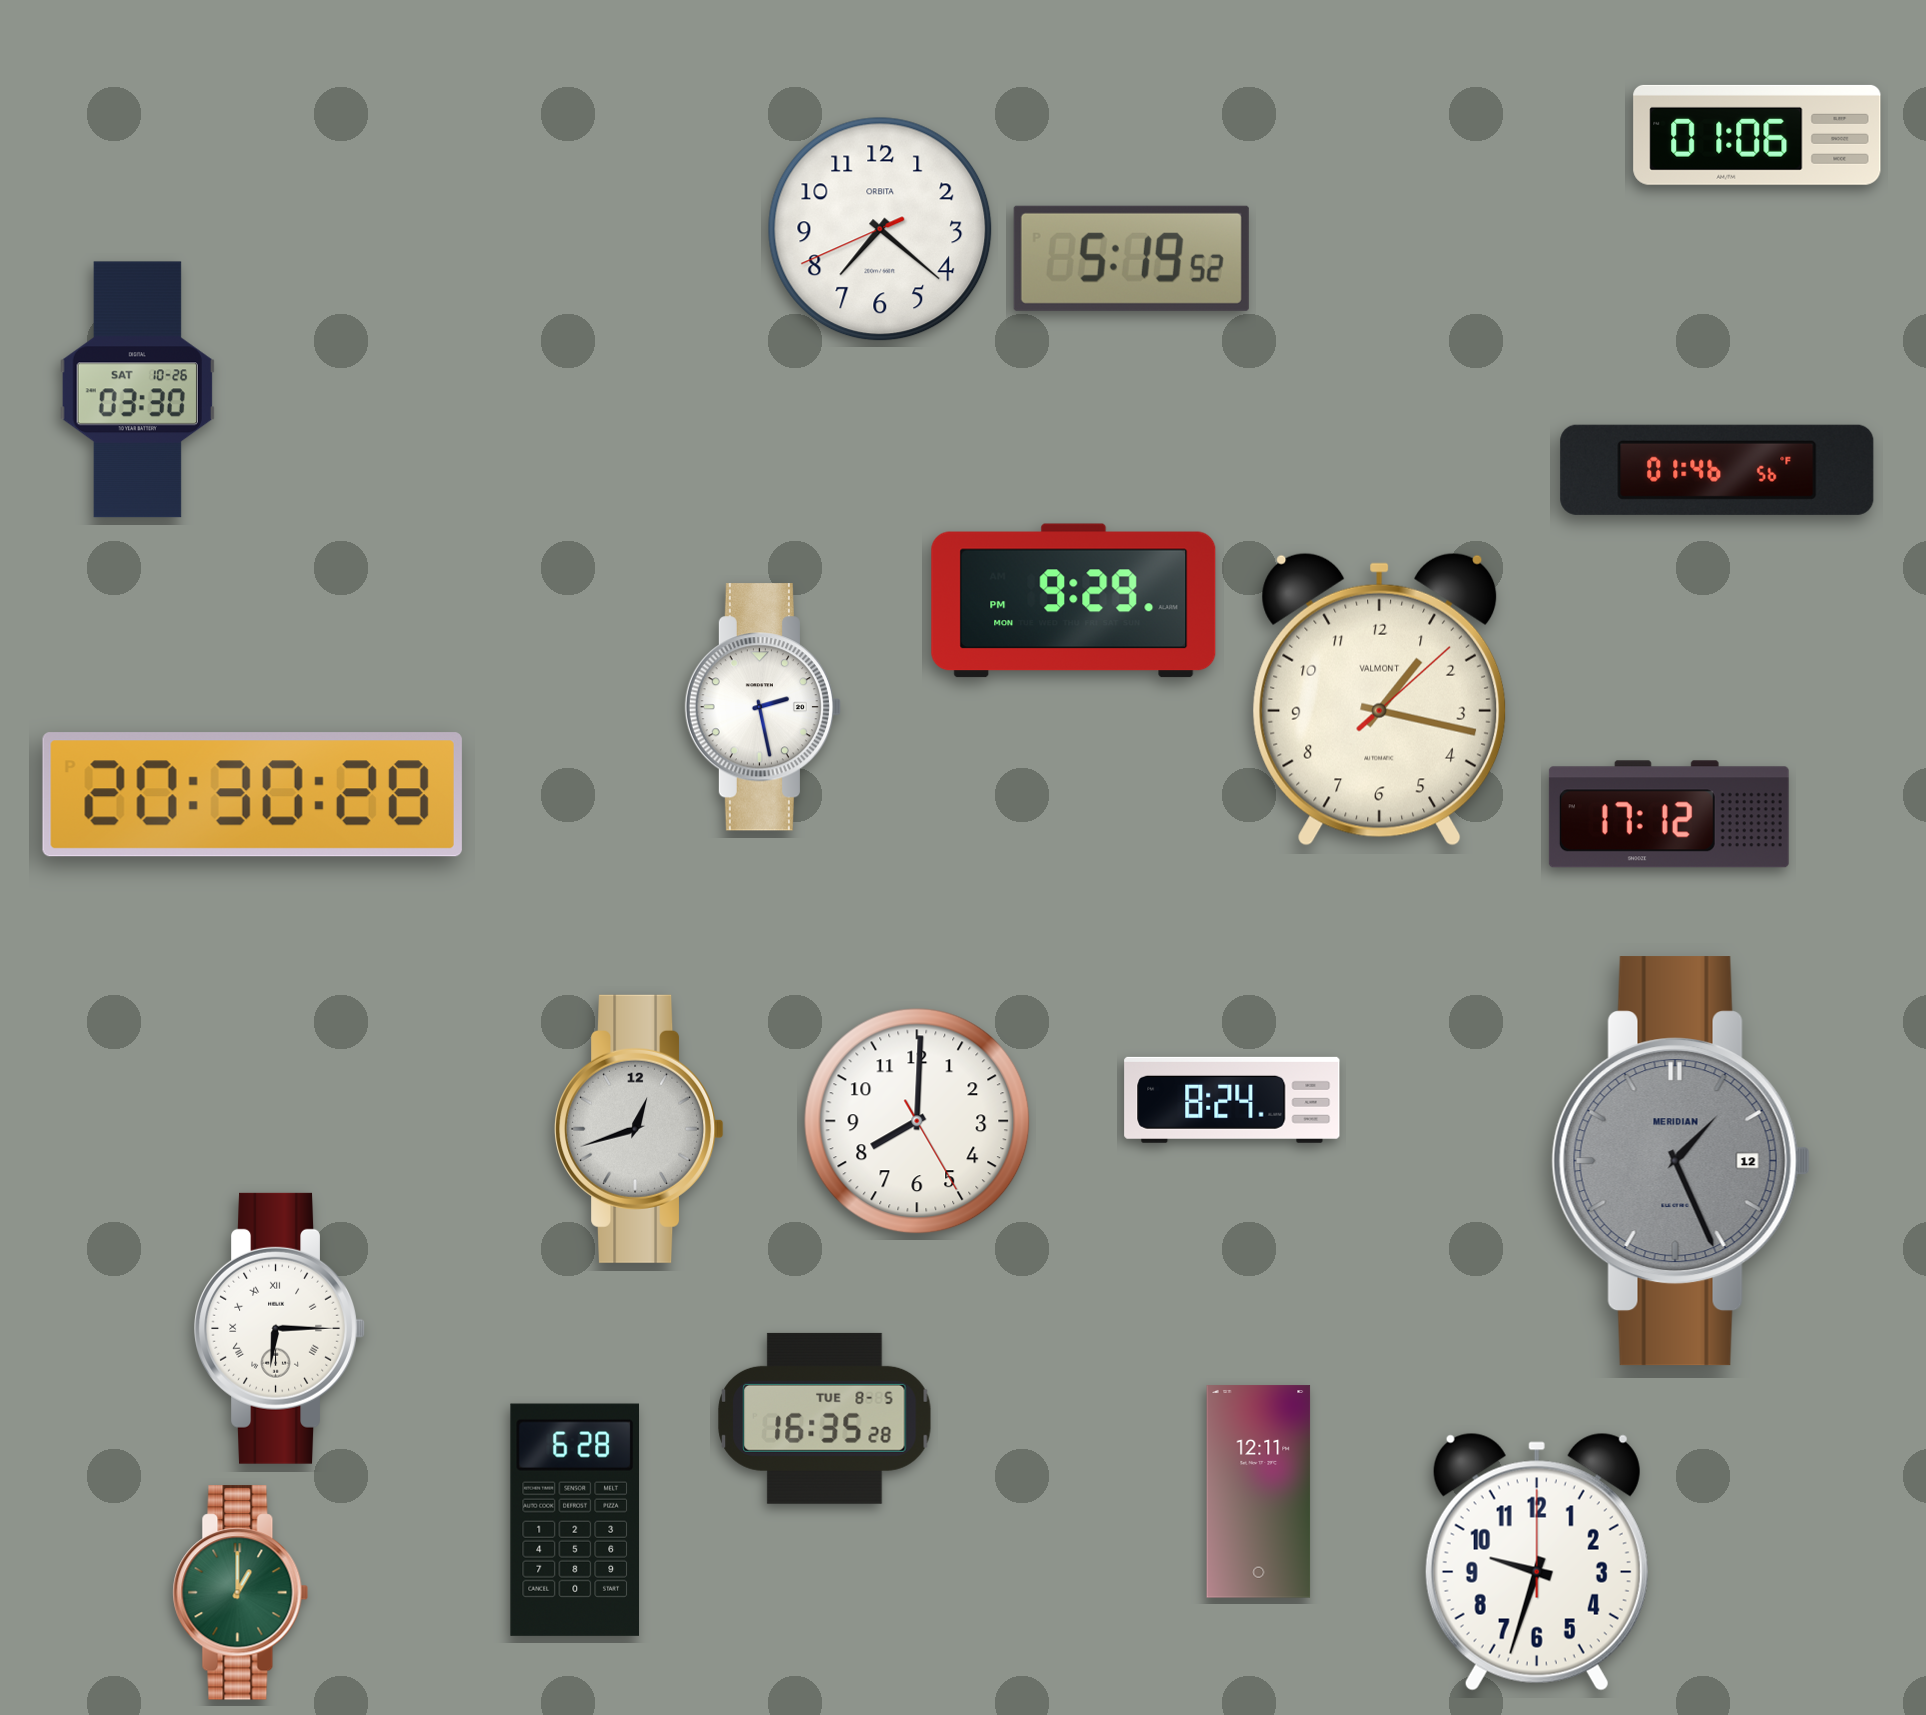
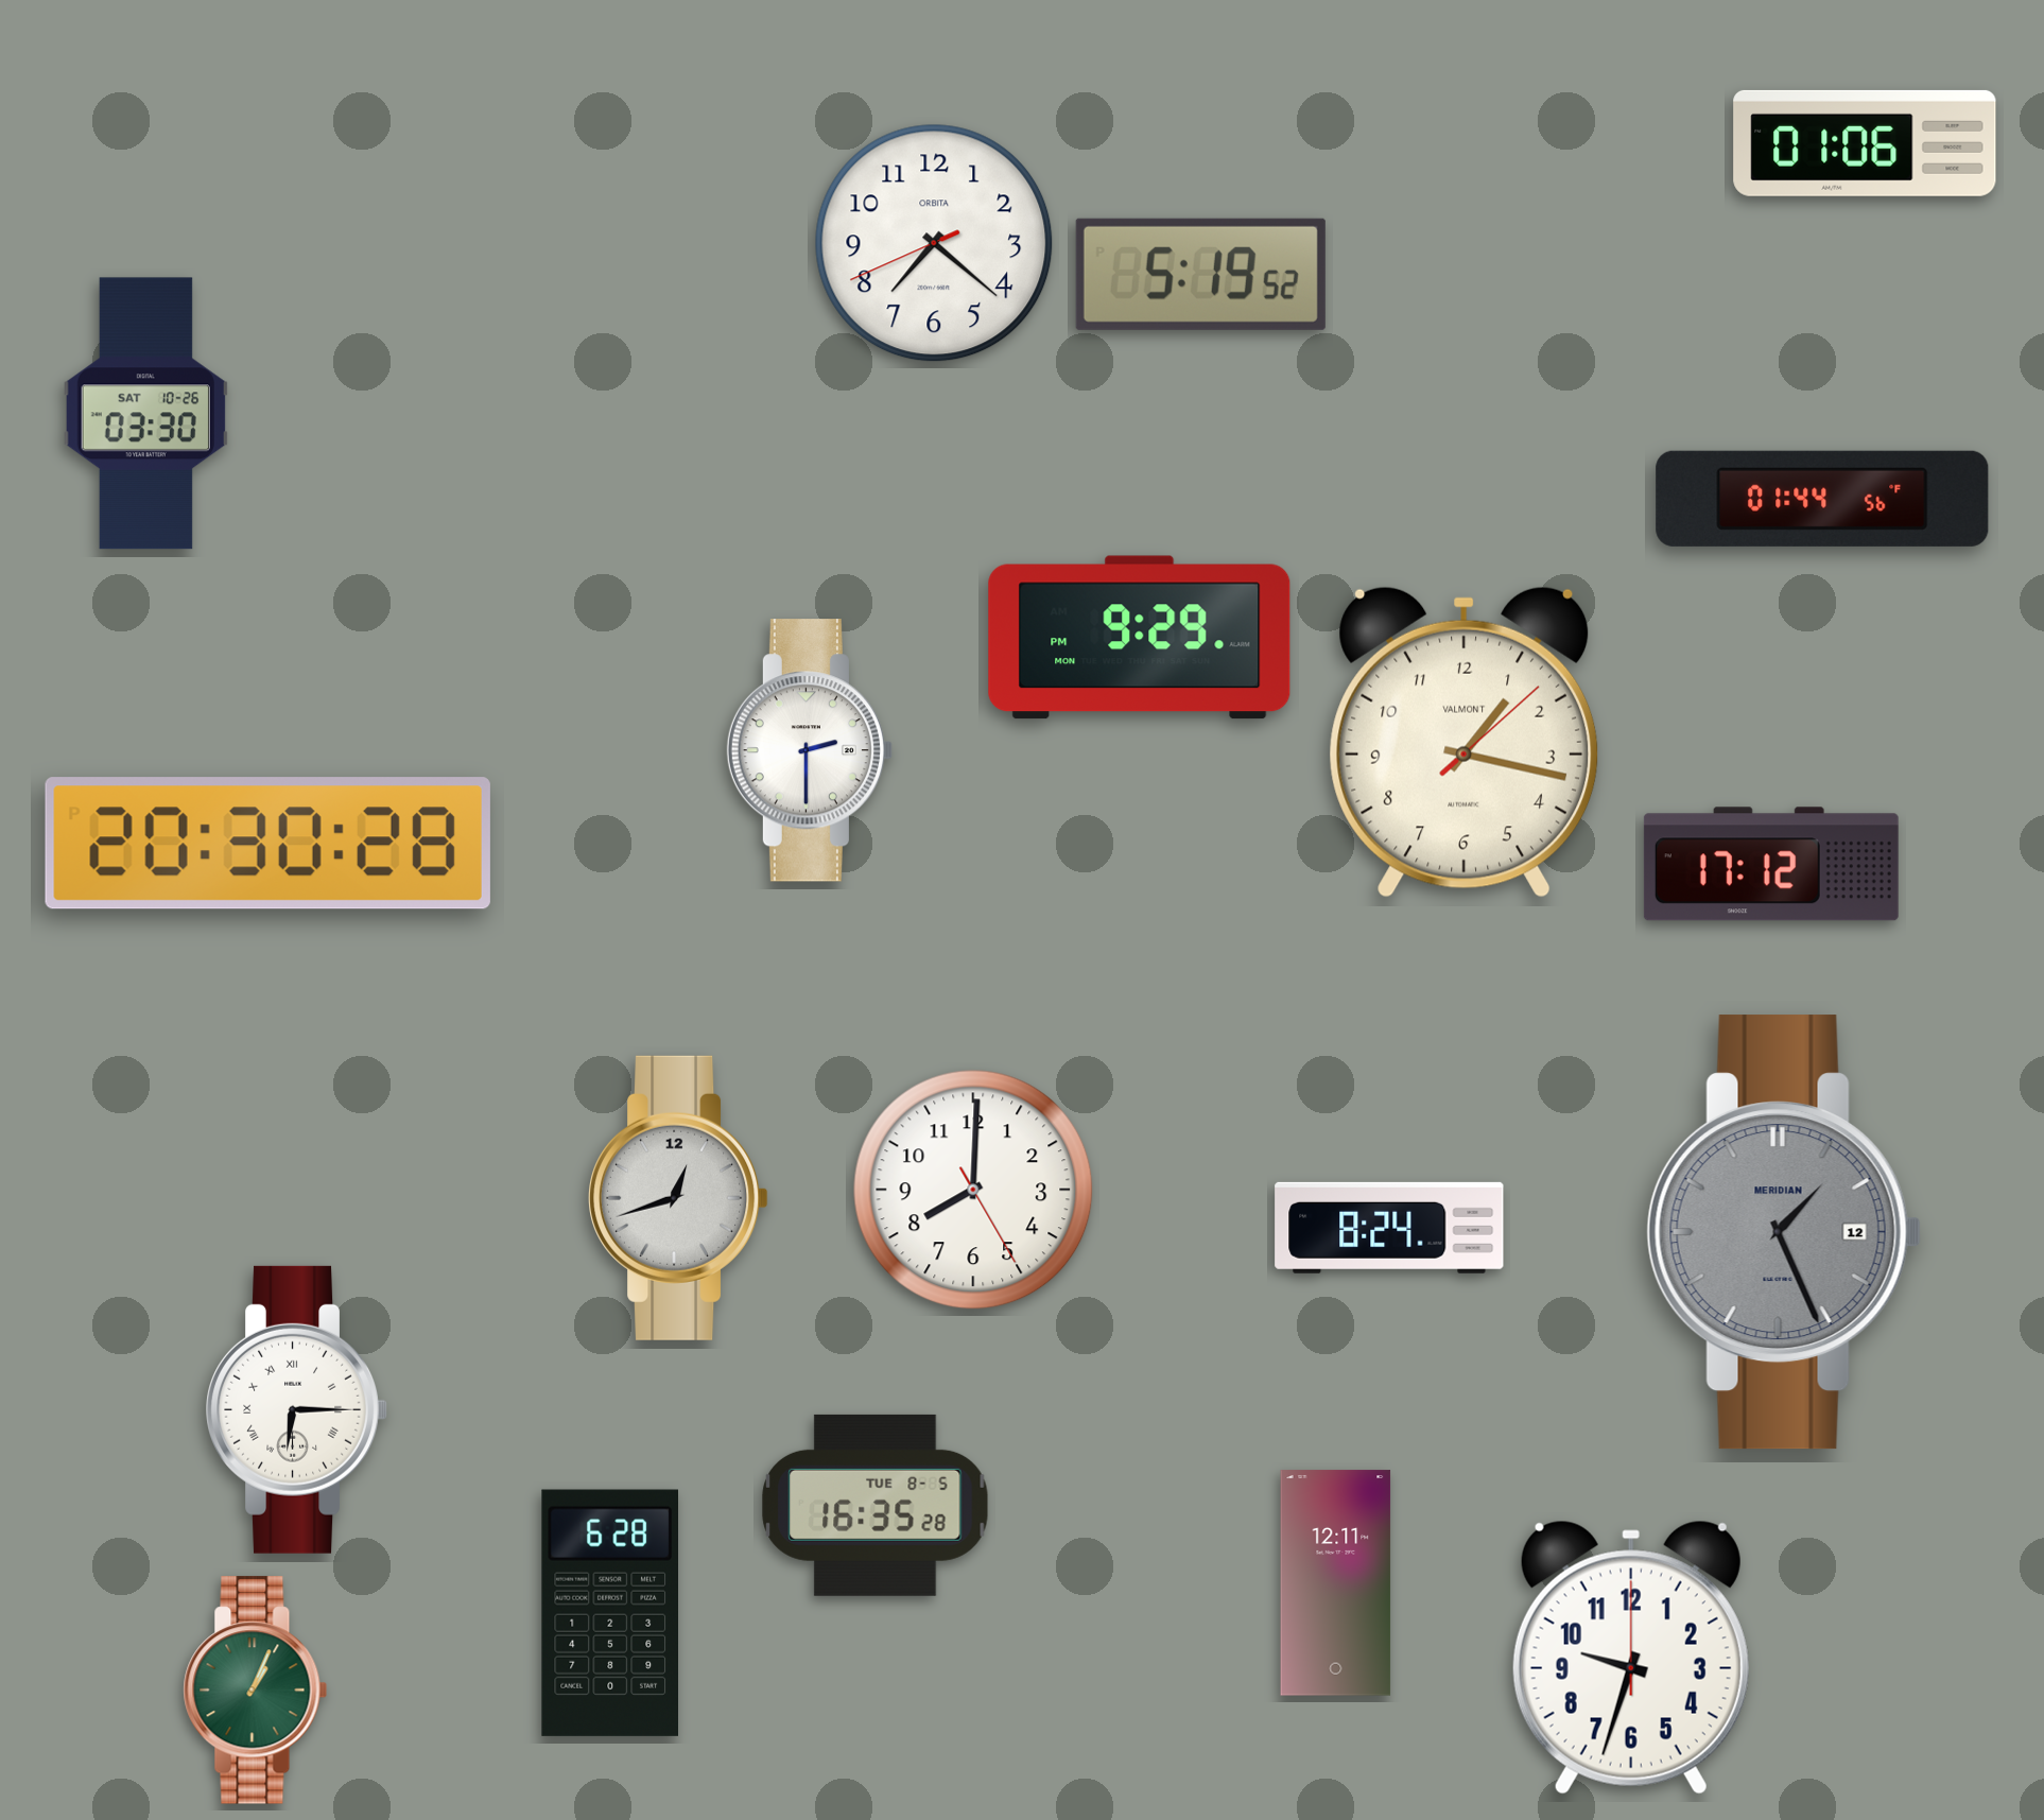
clock at (1717, 470): 01:46 -> 01:44
clock at (762, 707): 2:28 -> 2:30
clock at (1232, 1100) position: (1232, 1100) -> (1389, 1228)
clock at (241, 1593): 1:00 -> 1:04
